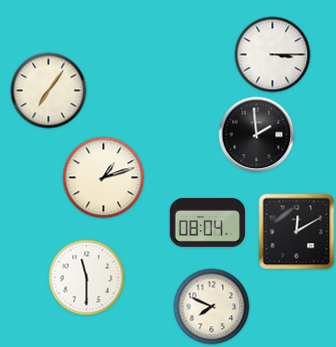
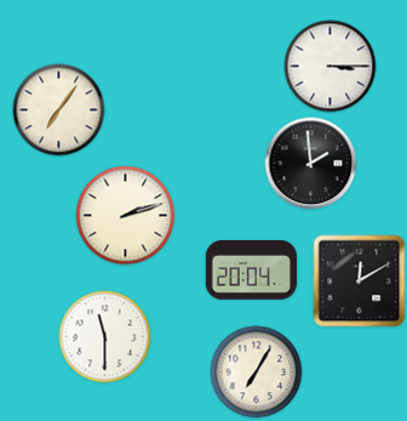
clock at (104, 178): 1:12 -> 2:12
clock at (207, 222): 08:04 -> 20:04
clock at (212, 307): 7:49 -> 7:05
